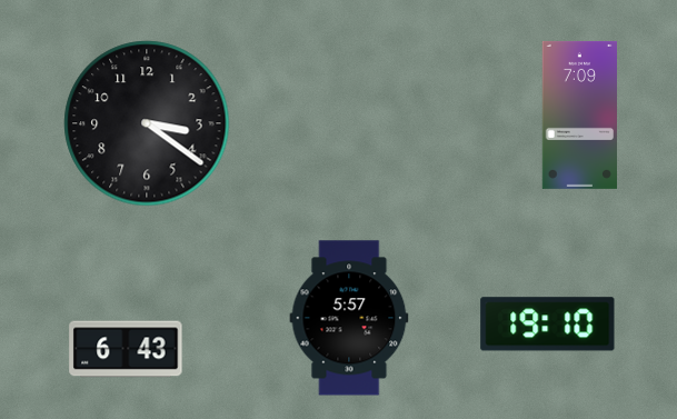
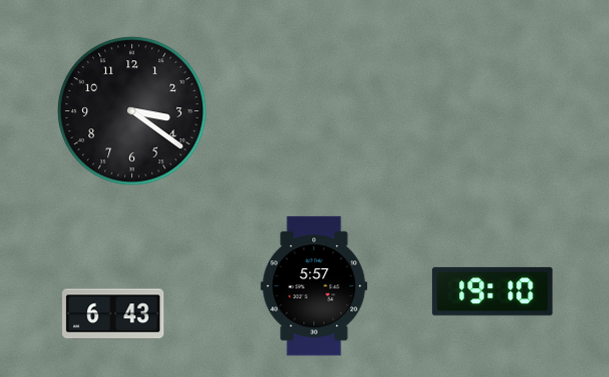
clock at (579, 114): 7:09 -> none
